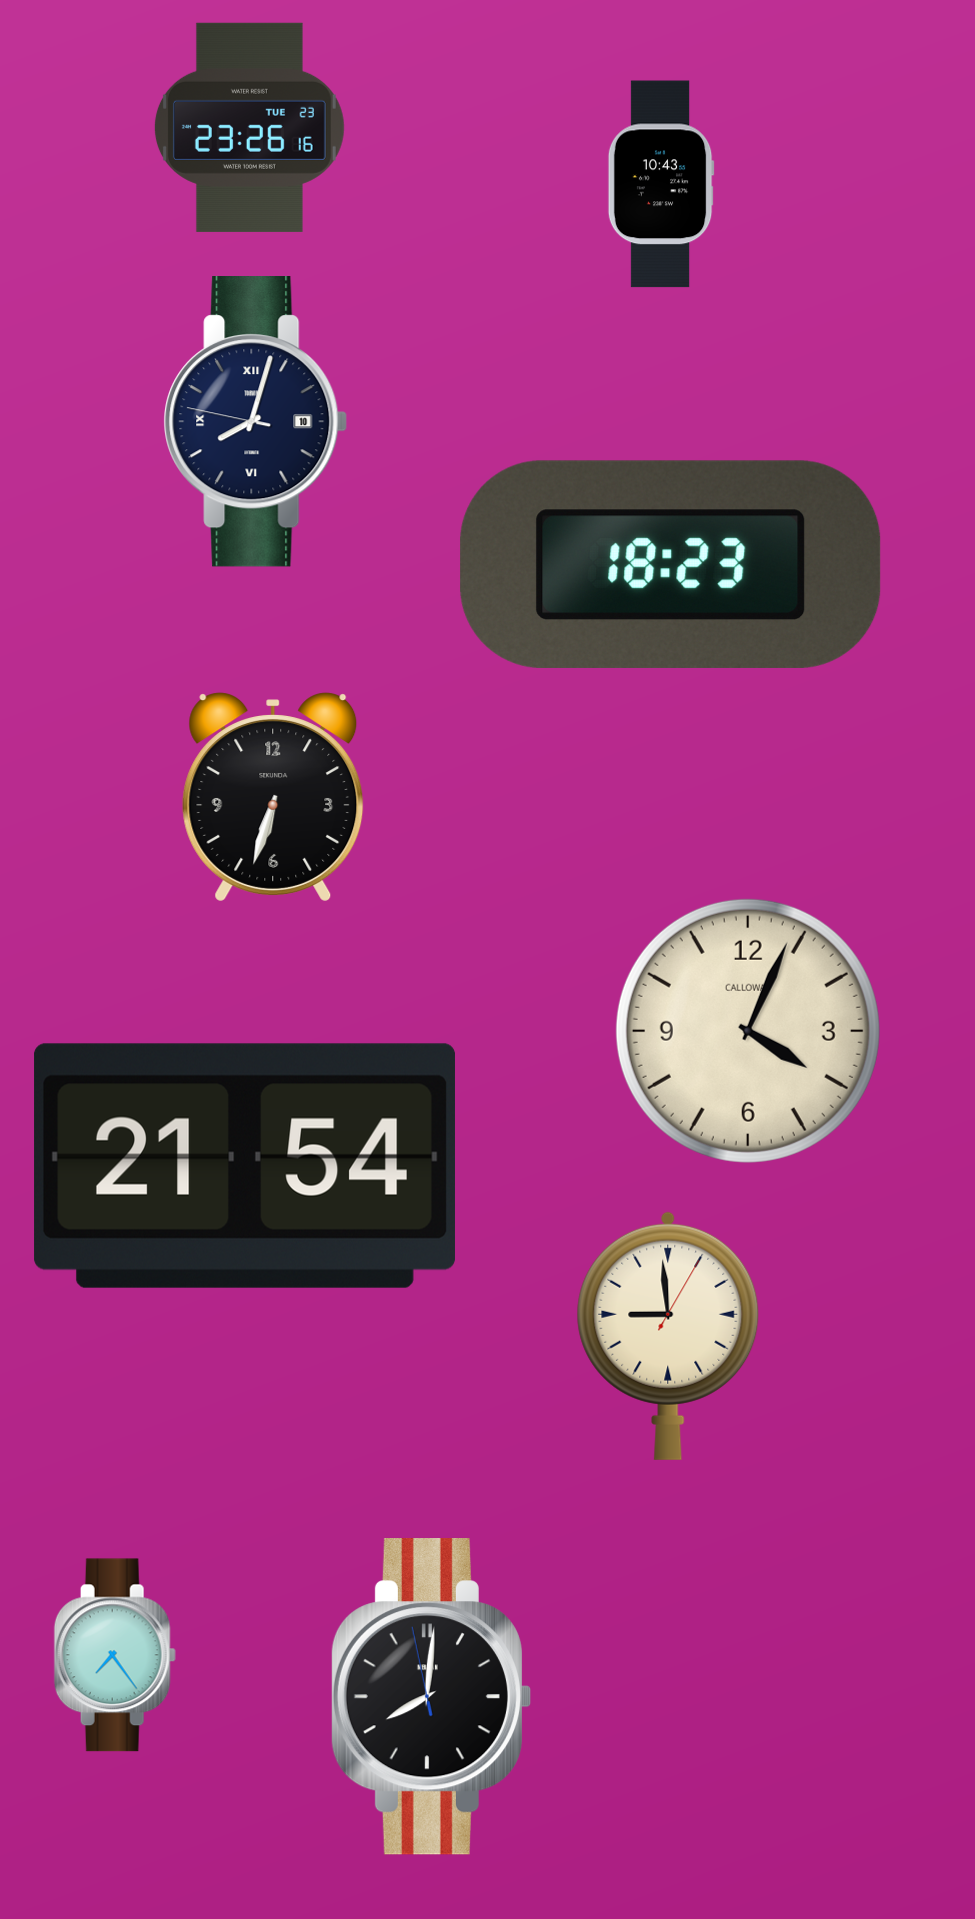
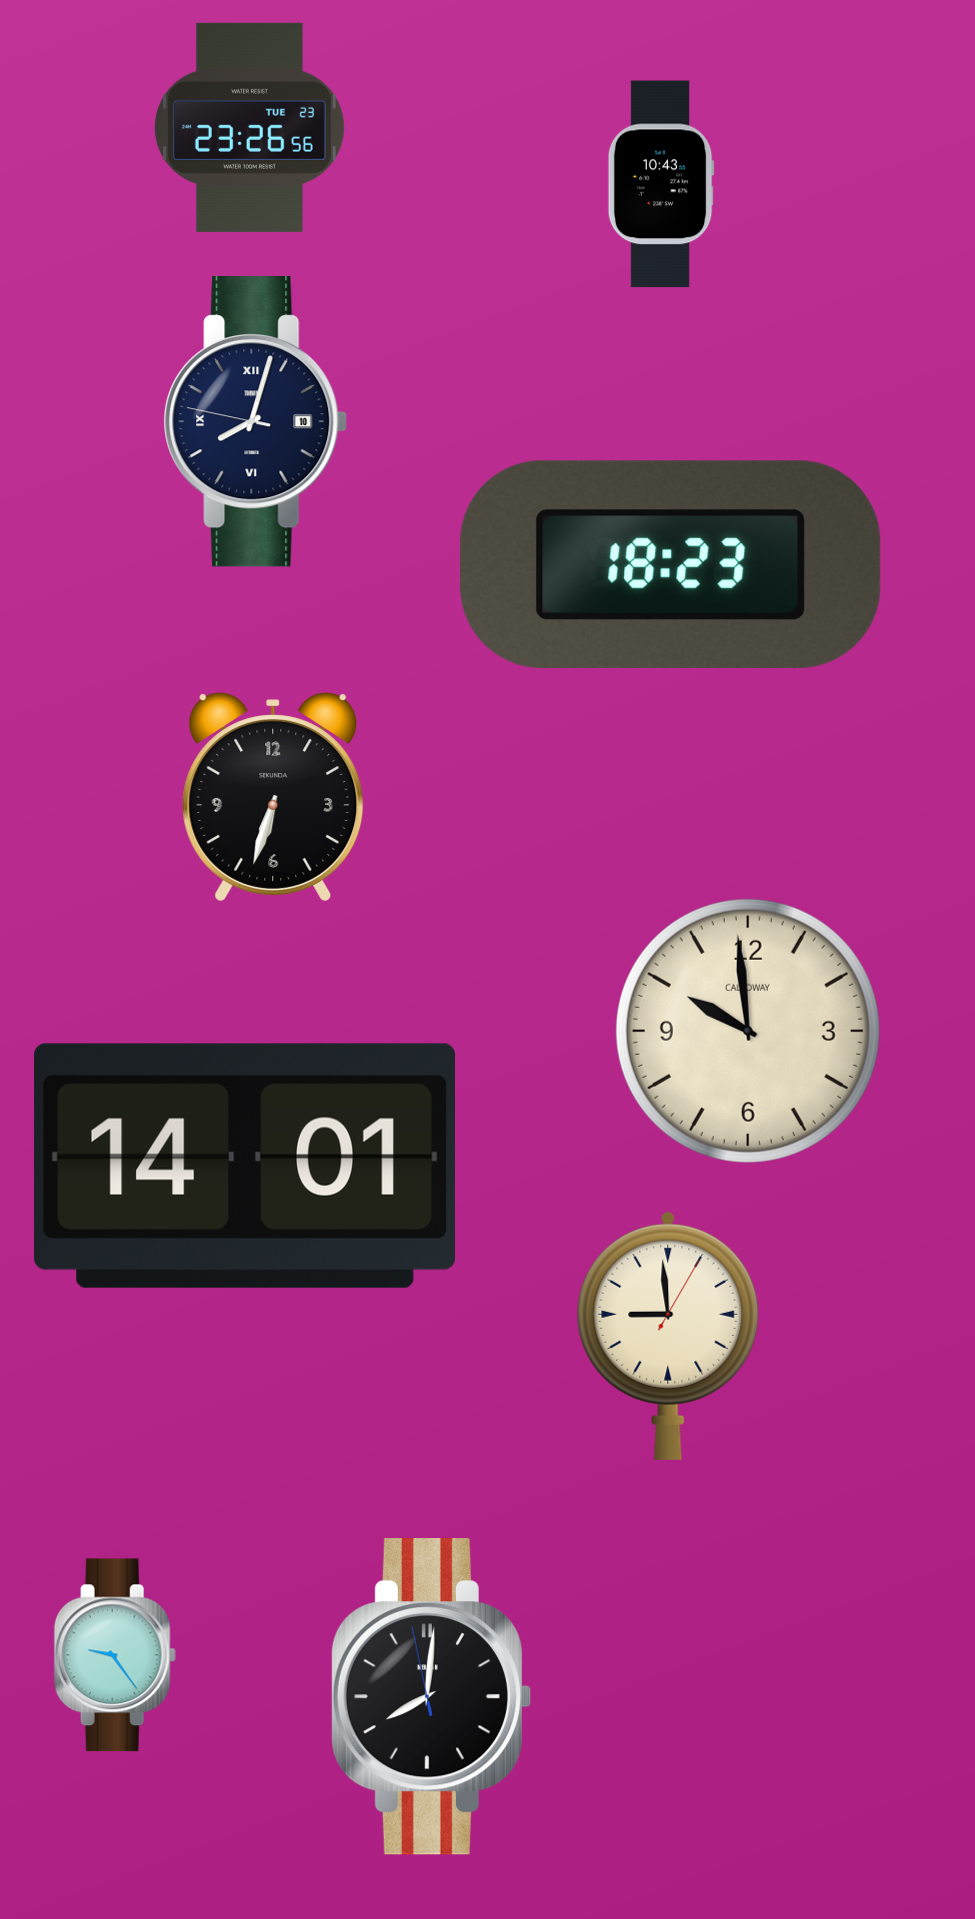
clock at (249, 127): 23:26:16 -> 23:26:56
clock at (748, 1031): 4:04 -> 9:59
clock at (245, 1166): 21:54 -> 14:01
clock at (115, 1655): 7:24 -> 9:24
